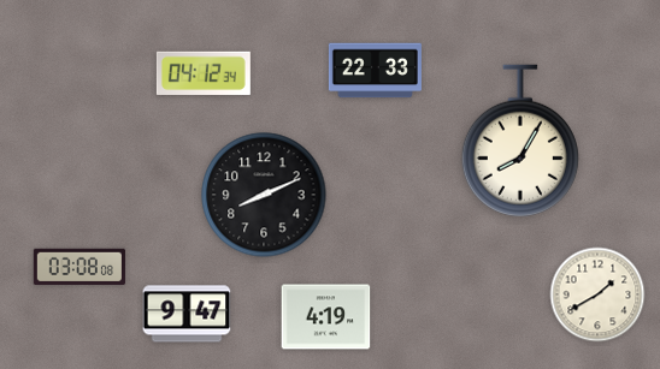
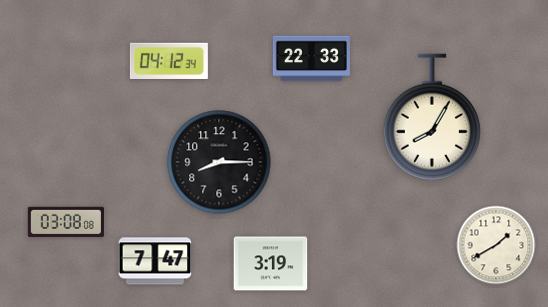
clock at (264, 195): 8:11 -> 8:15
clock at (187, 314): 9:47 -> 7:47
clock at (326, 317): 4:19 -> 3:19
